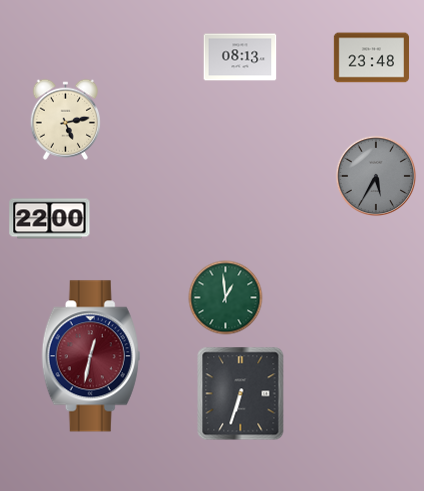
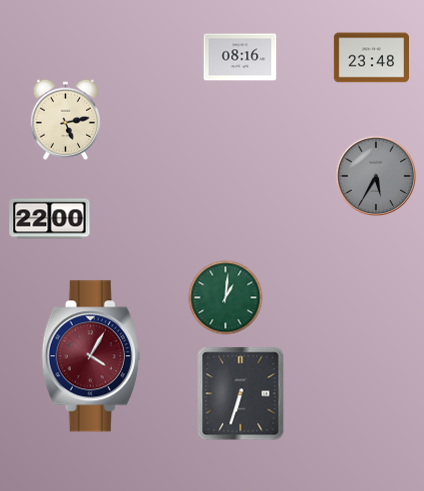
clock at (240, 57): 08:13 -> 08:16
clock at (226, 298): 12:59 -> 1:01
clock at (91, 356): 12:32 -> 4:05
